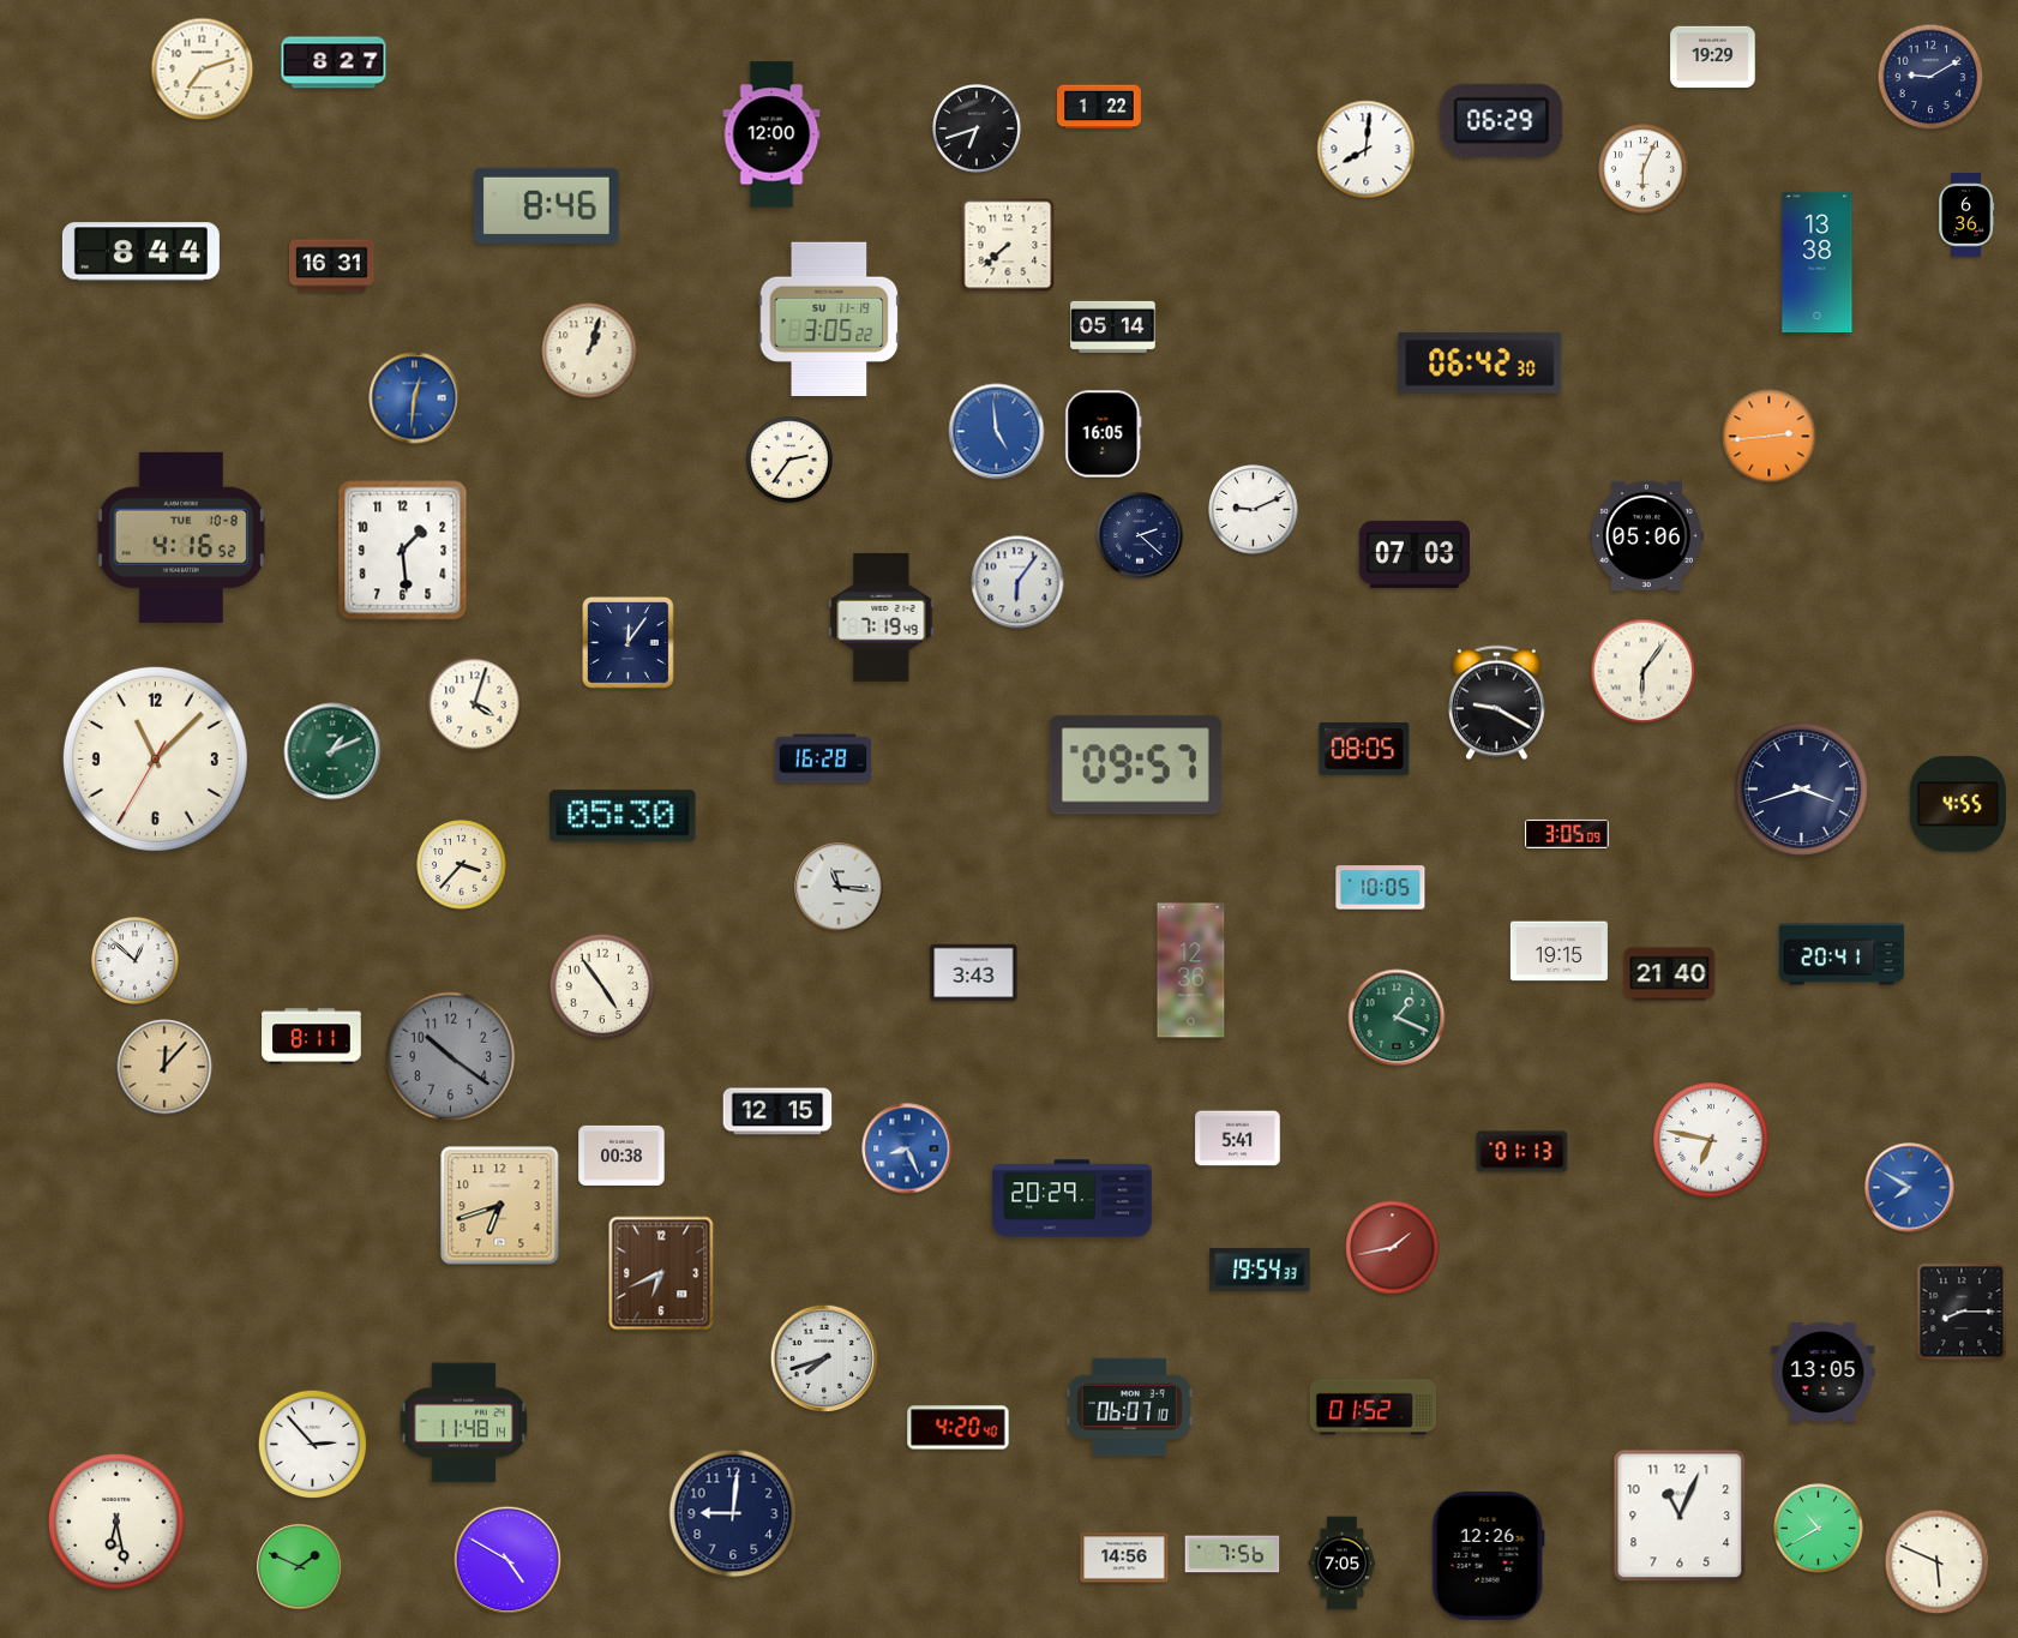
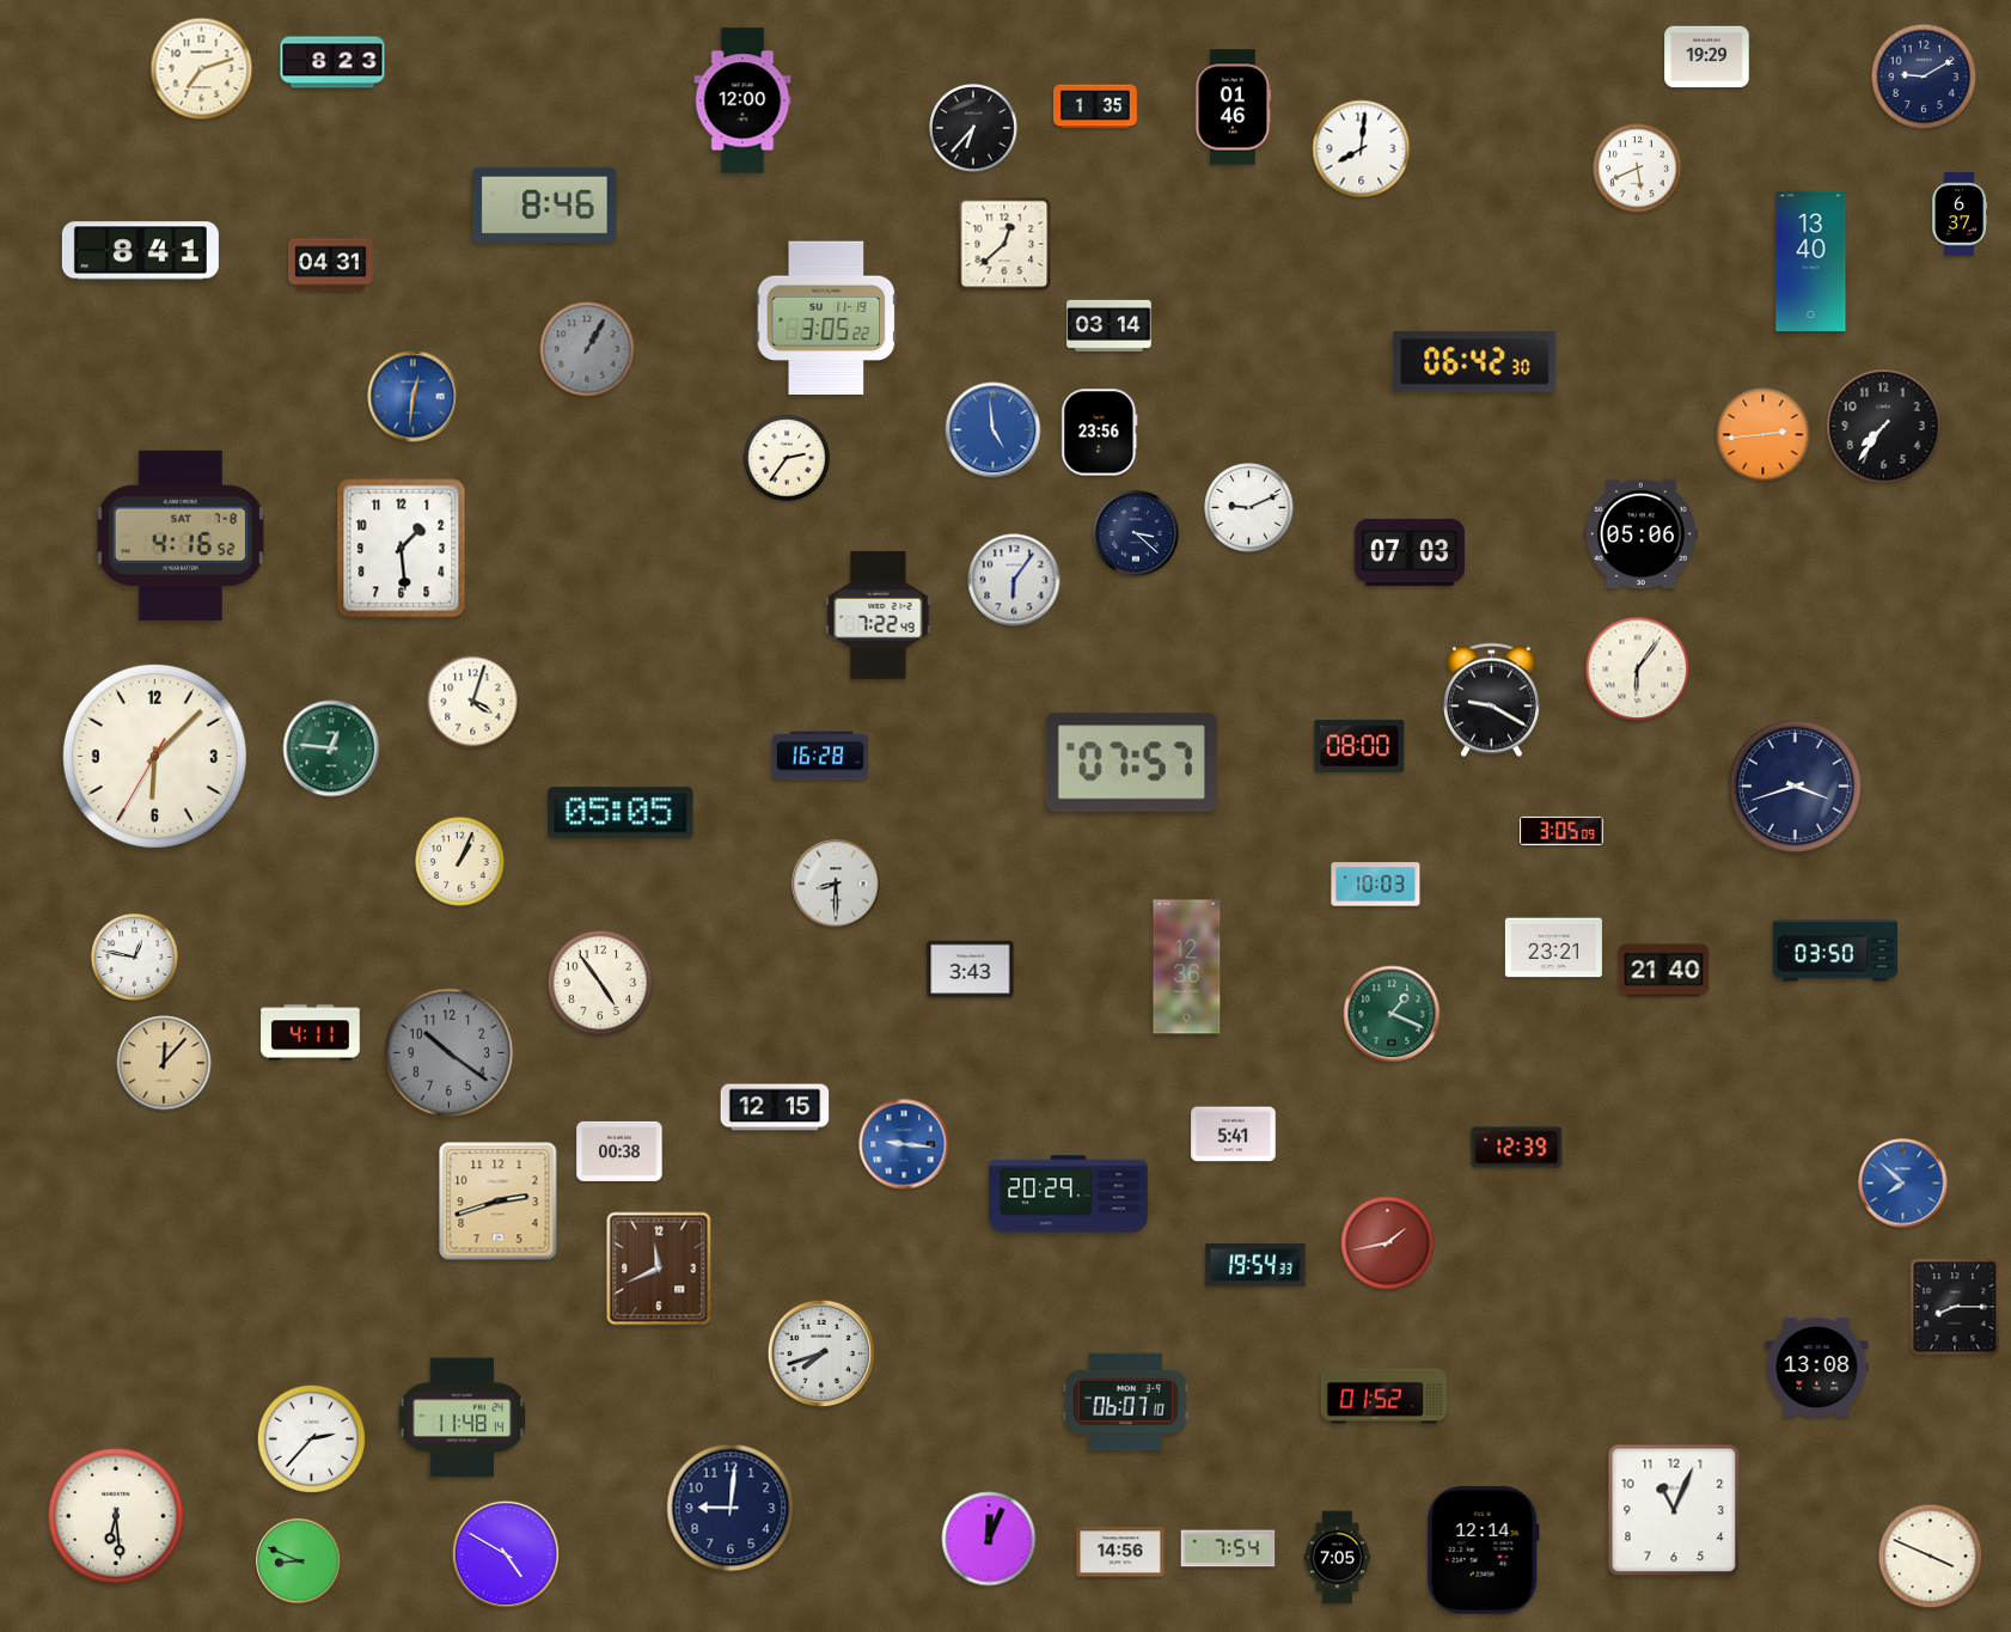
clock at (334, 62): 8:27 -> 8:23
clock at (1099, 107): 1:22 -> 1:35
clock at (1233, 108): none -> 01:46
clock at (1502, 120): 06:29 -> none
clock at (977, 128): 6:42 -> 6:37
clock at (771, 134) position: (771, 134) -> (742, 100)
clock at (1644, 169): 6:04 -> 5:41
clock at (1966, 215): 6:36 -> 6:37
clock at (1008, 245): 7:38 -> 12:38
clock at (140, 252): 8:44 -> 8:41
clock at (1818, 262): 13:38 -> 13:40
clock at (332, 266): 16:31 -> 04:31
clock at (1113, 326): 05:14 -> 03:14
clock at (589, 350): 1:03 -> 1:05
clock at (589, 350) dial: cream -> grey
clock at (1884, 427): none -> 7:36
clock at (1104, 434): 16:05 -> 23:56
clock at (1140, 535): 2:22 -> 3:22
clock at (181, 538) date: TUE 10-8 -> SAT 7-8
clock at (882, 617): 7:19 -> 7:22
clock at (629, 643): 12:06 -> none
clock at (1364, 749): 08:05 -> 08:00
clock at (332, 751): 1:11 -> 12:46
clock at (155, 758): 11:07 -> 6:07
clock at (1135, 766): 09:57 -> 07:57
clock at (1958, 804): 4:55 -> none
clock at (623, 816): 05:30 -> 05:05
clock at (462, 865): 3:37 -> 1:04
clock at (839, 887): 11:16 -> 8:30
clock at (1381, 888): 10:05 -> 10:03
clock at (1558, 952): 19:15 -> 23:21
clock at (1842, 954): 20:41 -> 03:50
clock at (136, 961): 12:52 -> 12:47
clock at (312, 1037): 8:11 -> 4:11
clock at (1711, 1140): 6:47 -> none
clock at (907, 1148): 8:26 -> 9:16
clock at (1522, 1152): 01:13 -> 12:39
clock at (1910, 1188): 7:50 -> 7:52
clock at (500, 1206): 6:42 -> 2:42
clock at (661, 1273): 6:41 -> 11:41
clock at (1824, 1372): 13:05 -> 13:08
clock at (1373, 1408) position: (1373, 1408) -> (1383, 1396)
clock at (959, 1428): 4:20 -> none
clock at (312, 1444): 2:53 -> 2:37
clock at (116, 1522): 6:28 -> 6:29
clock at (1819, 1529): 10:40 -> none
clock at (989, 1539): none -> 12:04
clock at (1232, 1554): 7:56 -> 7:54
clock at (1488, 1555): 12:26 -> 12:14
clock at (1938, 1562): 5:49 -> 3:49
clock at (300, 1567): 1:49 -> 8:49
